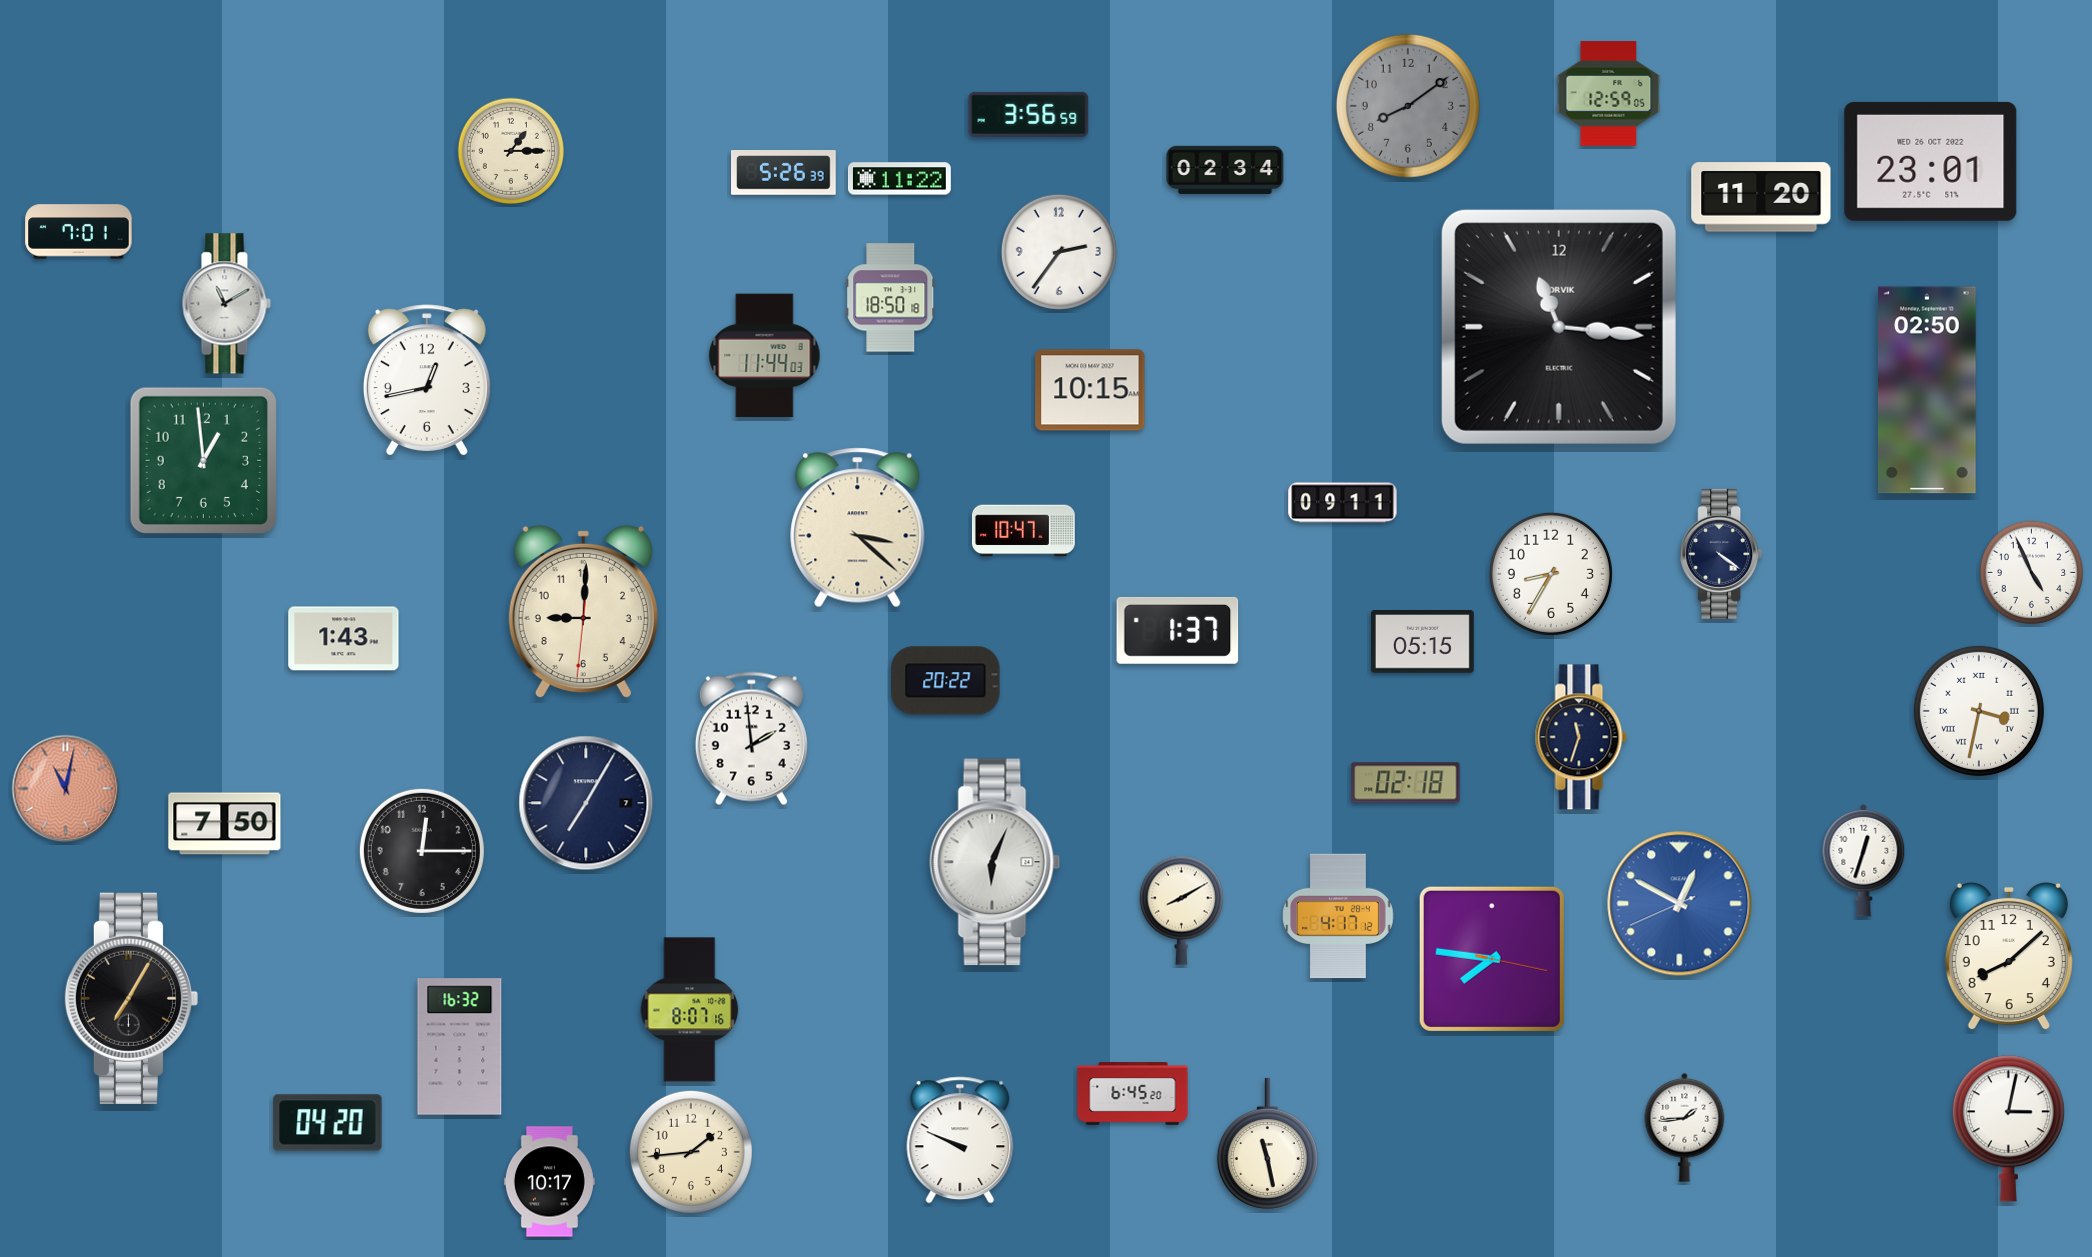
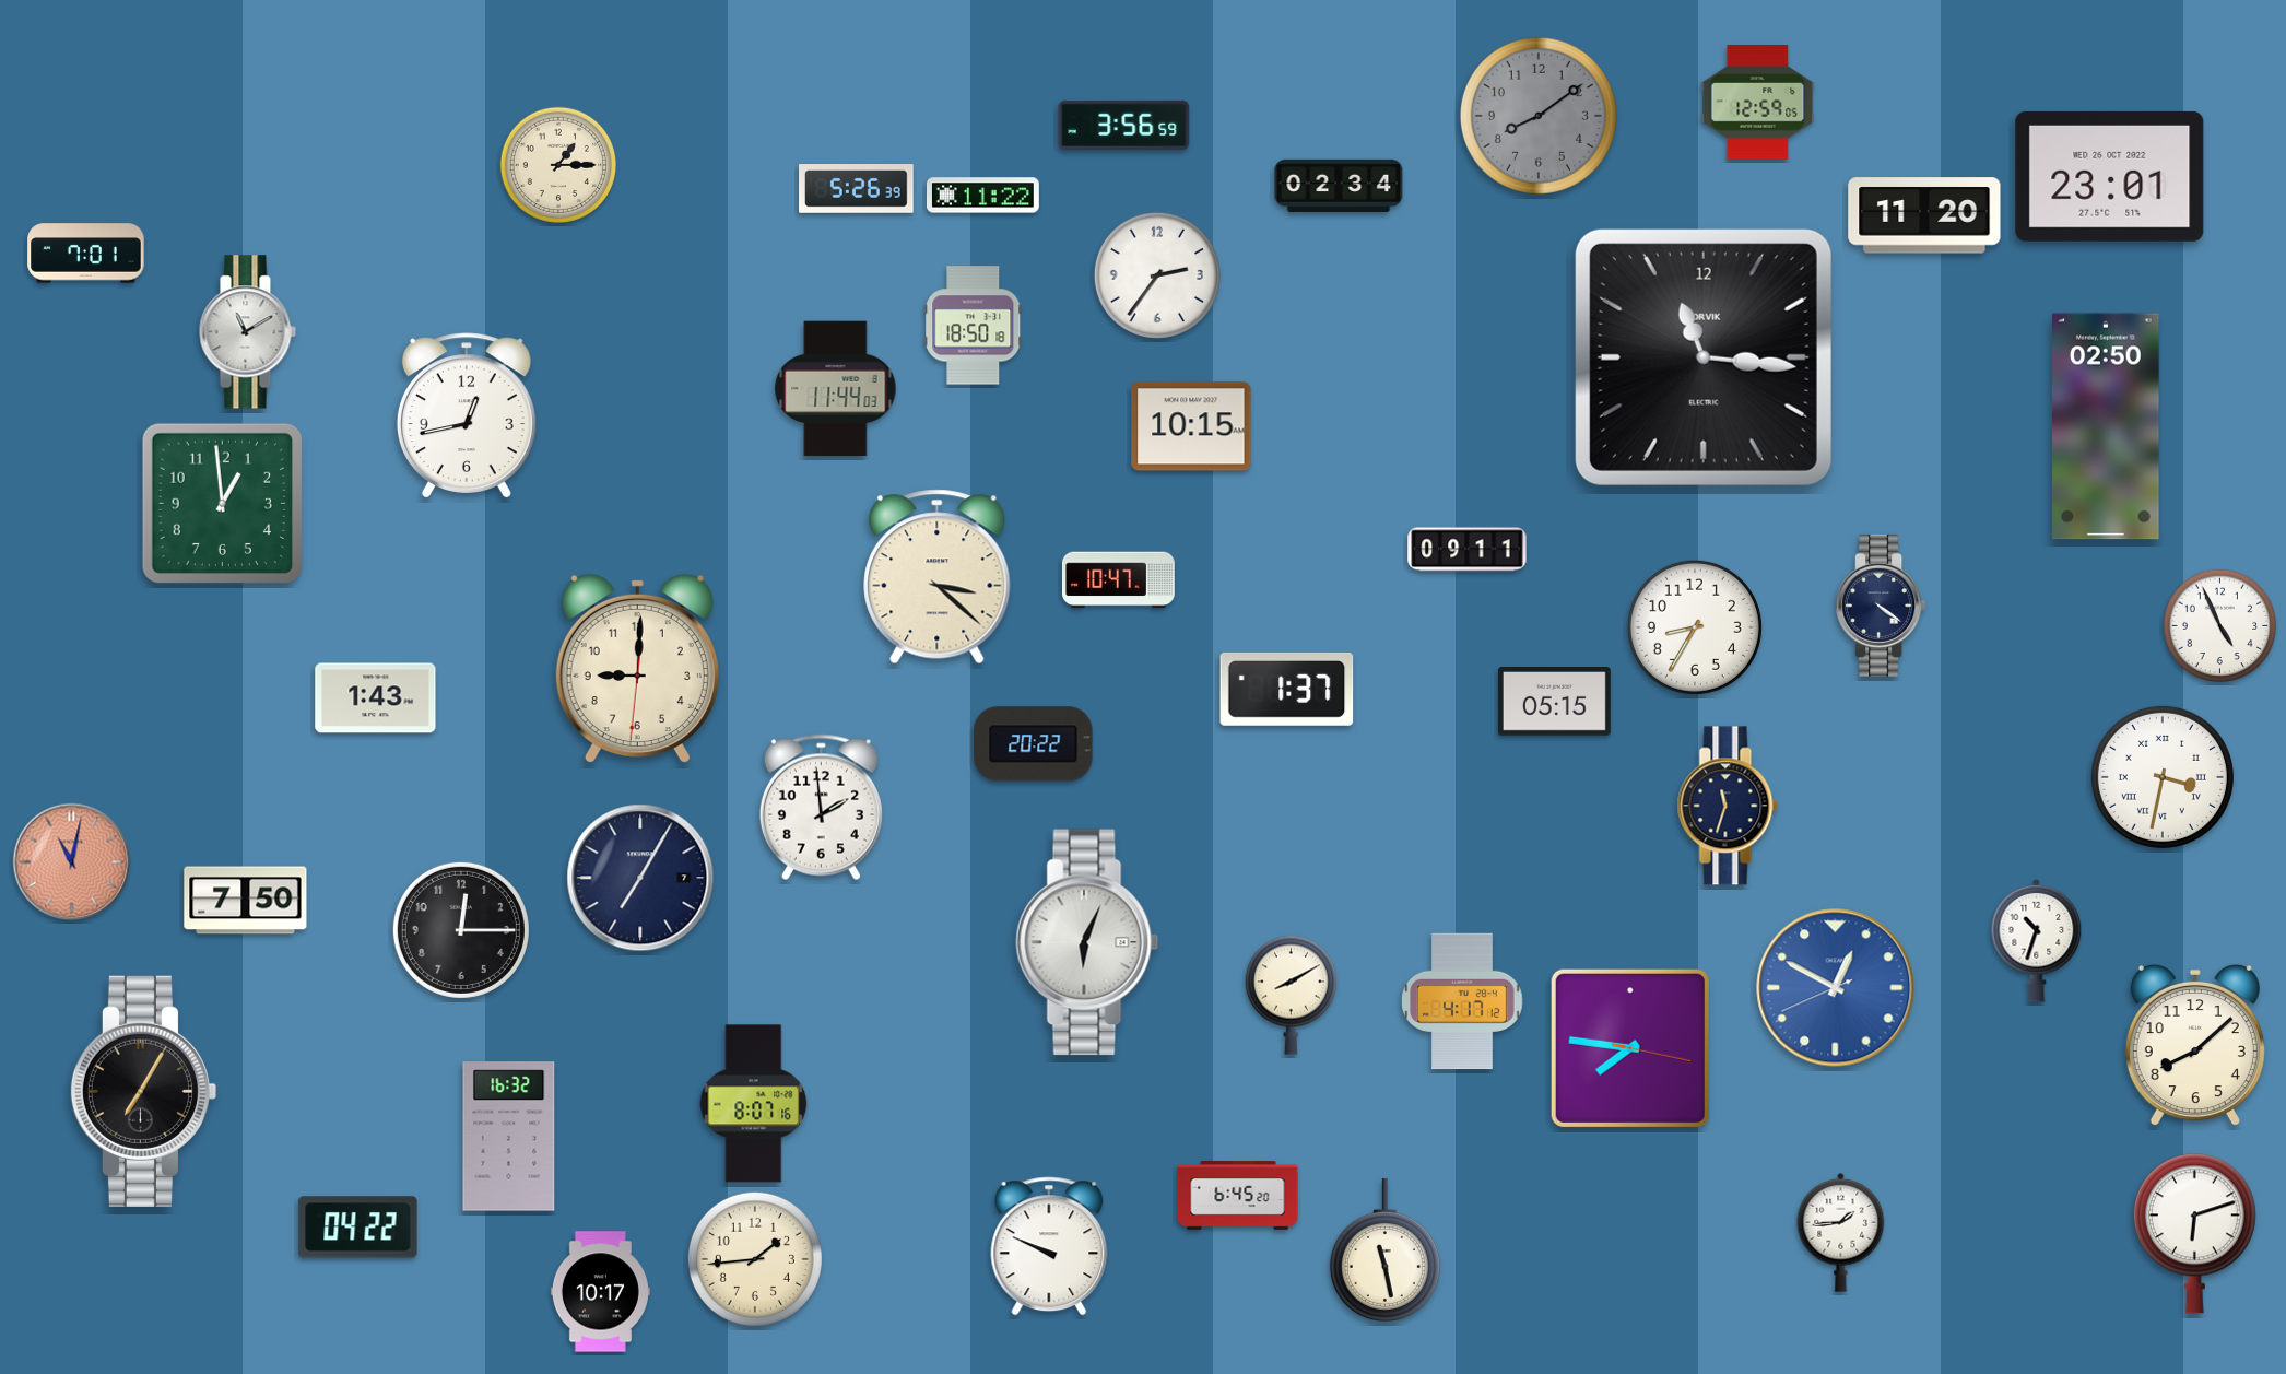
clock at (1406, 783): 02:18 -> none
clock at (1864, 860): 12:33 -> 10:33
clock at (460, 1047) position: (460, 1047) -> (509, 1137)
clock at (328, 1123): 04:20 -> 04:22
clock at (2008, 1129): 3:02 -> 6:12
